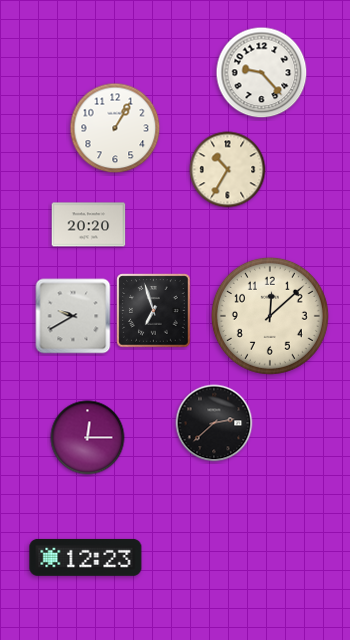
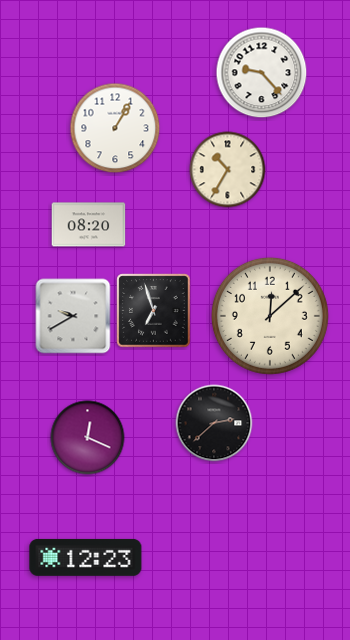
clock at (89, 225): 20:20 -> 08:20
clock at (88, 438): 12:15 -> 12:19
